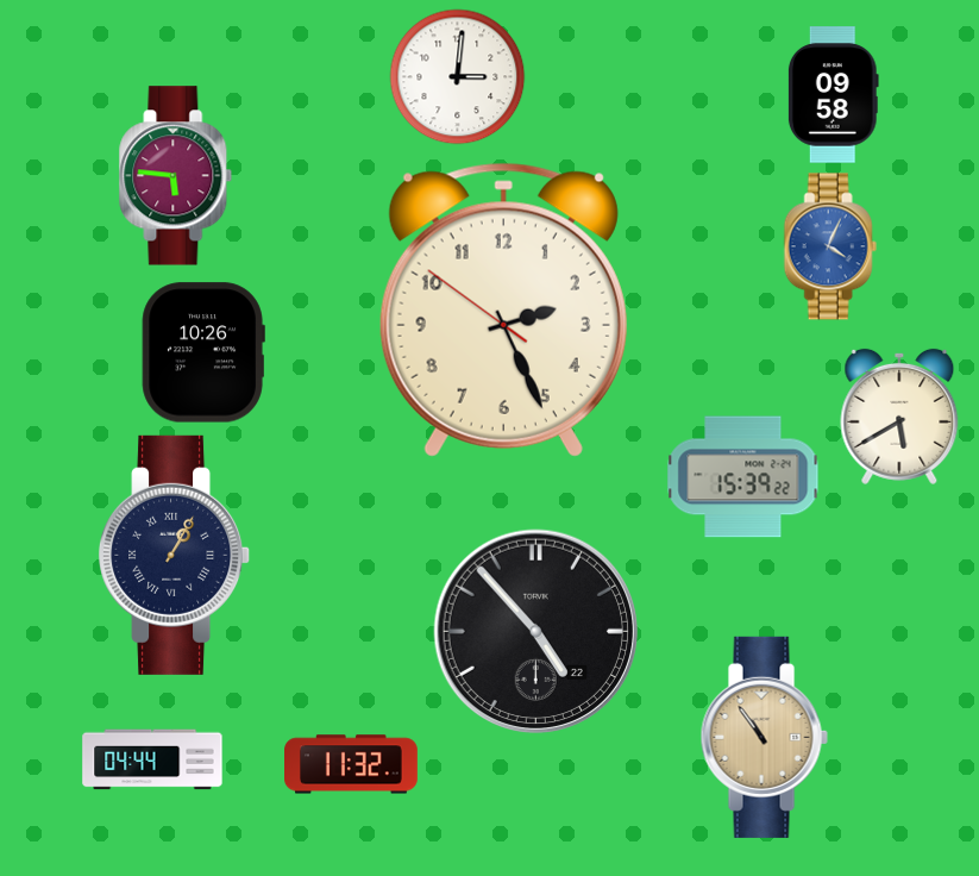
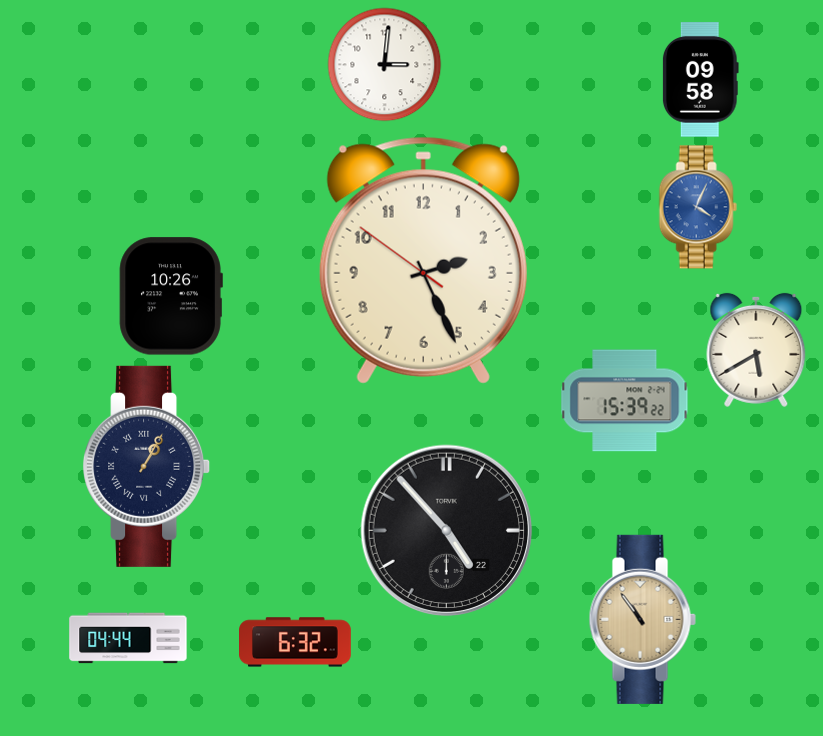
clock at (176, 176): 5:46 -> none
clock at (536, 632) position: (536, 632) -> (447, 531)
clock at (352, 764): 11:32 -> 6:32
